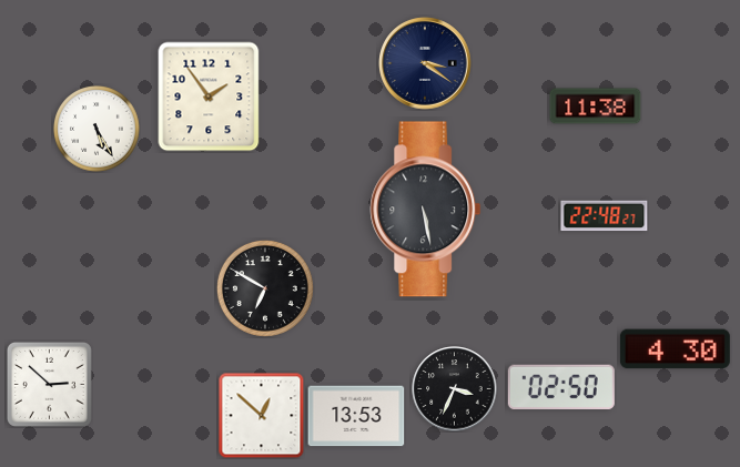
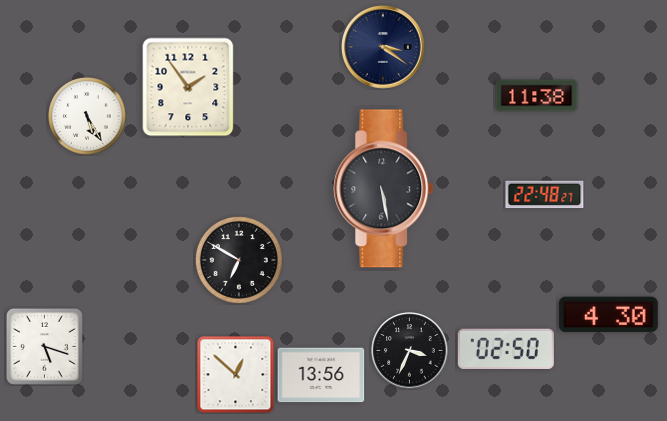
clock at (425, 63) position: (425, 63) -> (383, 47)
clock at (49, 384): 2:52 -> 5:18
clock at (356, 416): 13:53 -> 13:56
